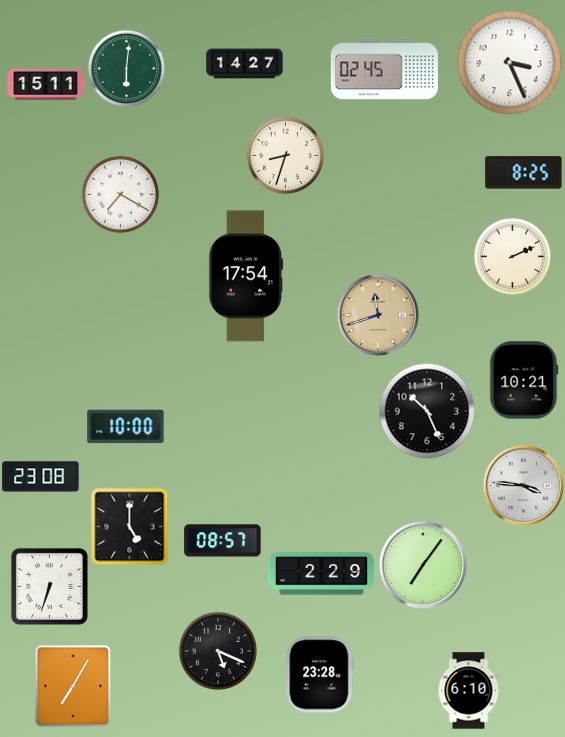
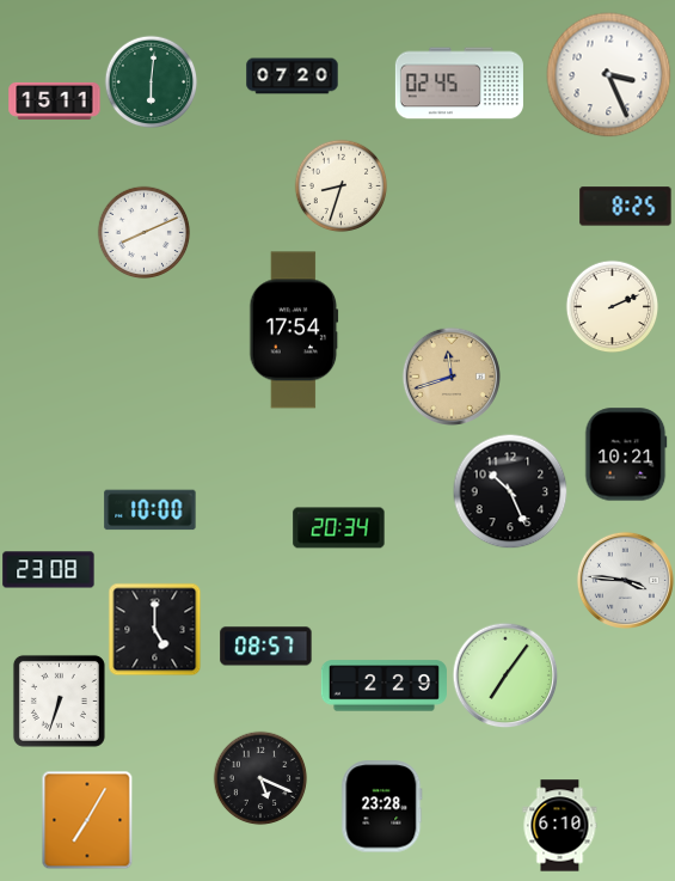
clock at (245, 64): 14:27 -> 07:20
clock at (120, 194): 7:20 -> 8:11
clock at (339, 528): none -> 20:34
